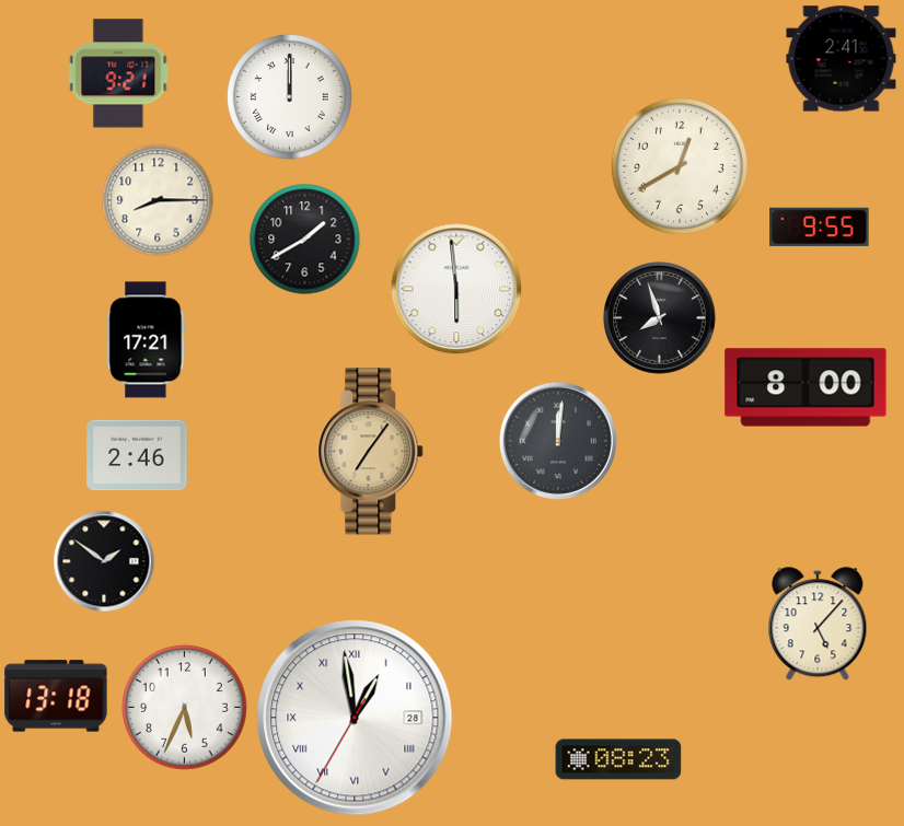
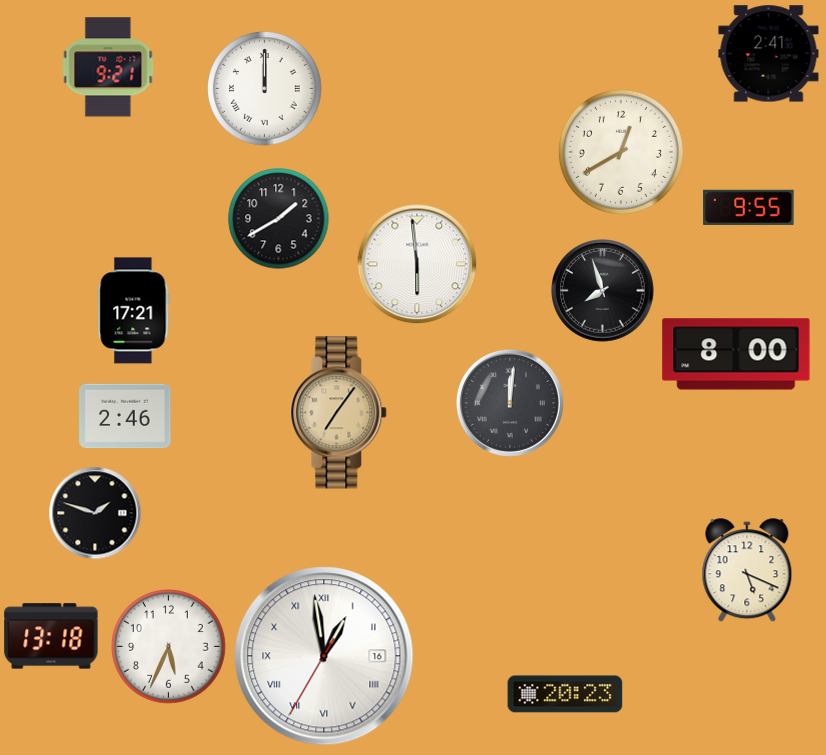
clock at (158, 200): 8:15 -> none
clock at (104, 561): 1:51 -> 1:48
clock at (818, 624): 5:07 -> 5:19
clock at (355, 718) date: 28 -> 16
clock at (618, 759): 08:23 -> 20:23
